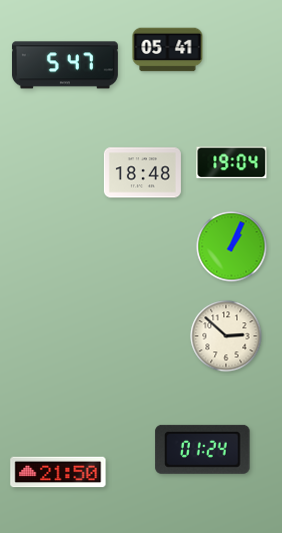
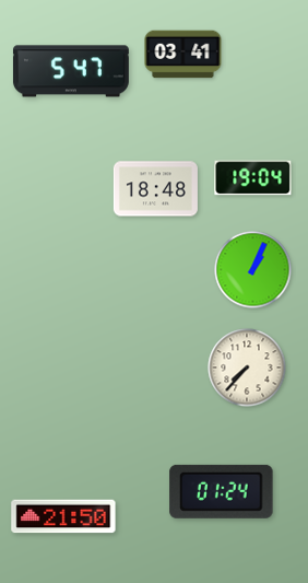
clock at (168, 50): 05:41 -> 03:41
clock at (226, 336): 2:52 -> 7:37
